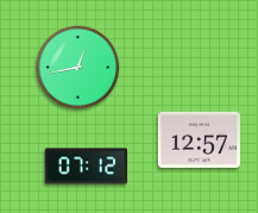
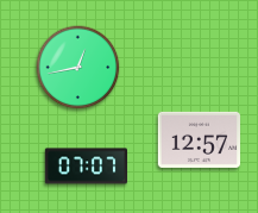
clock at (86, 167): 07:12 -> 07:07
